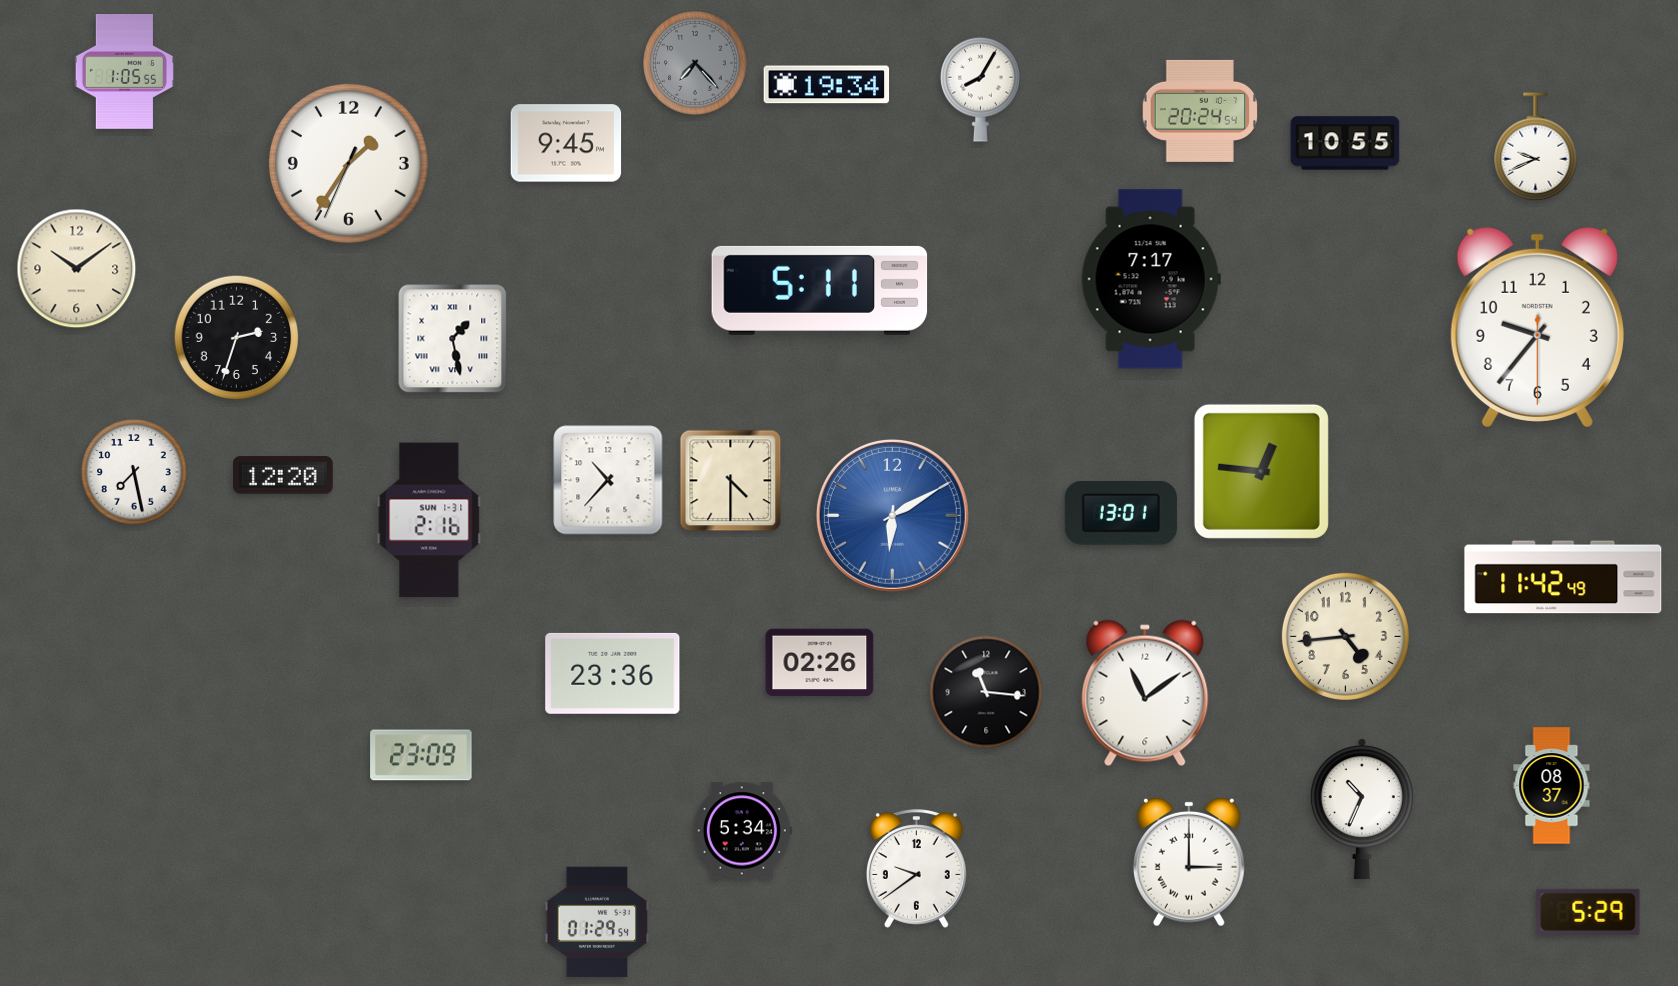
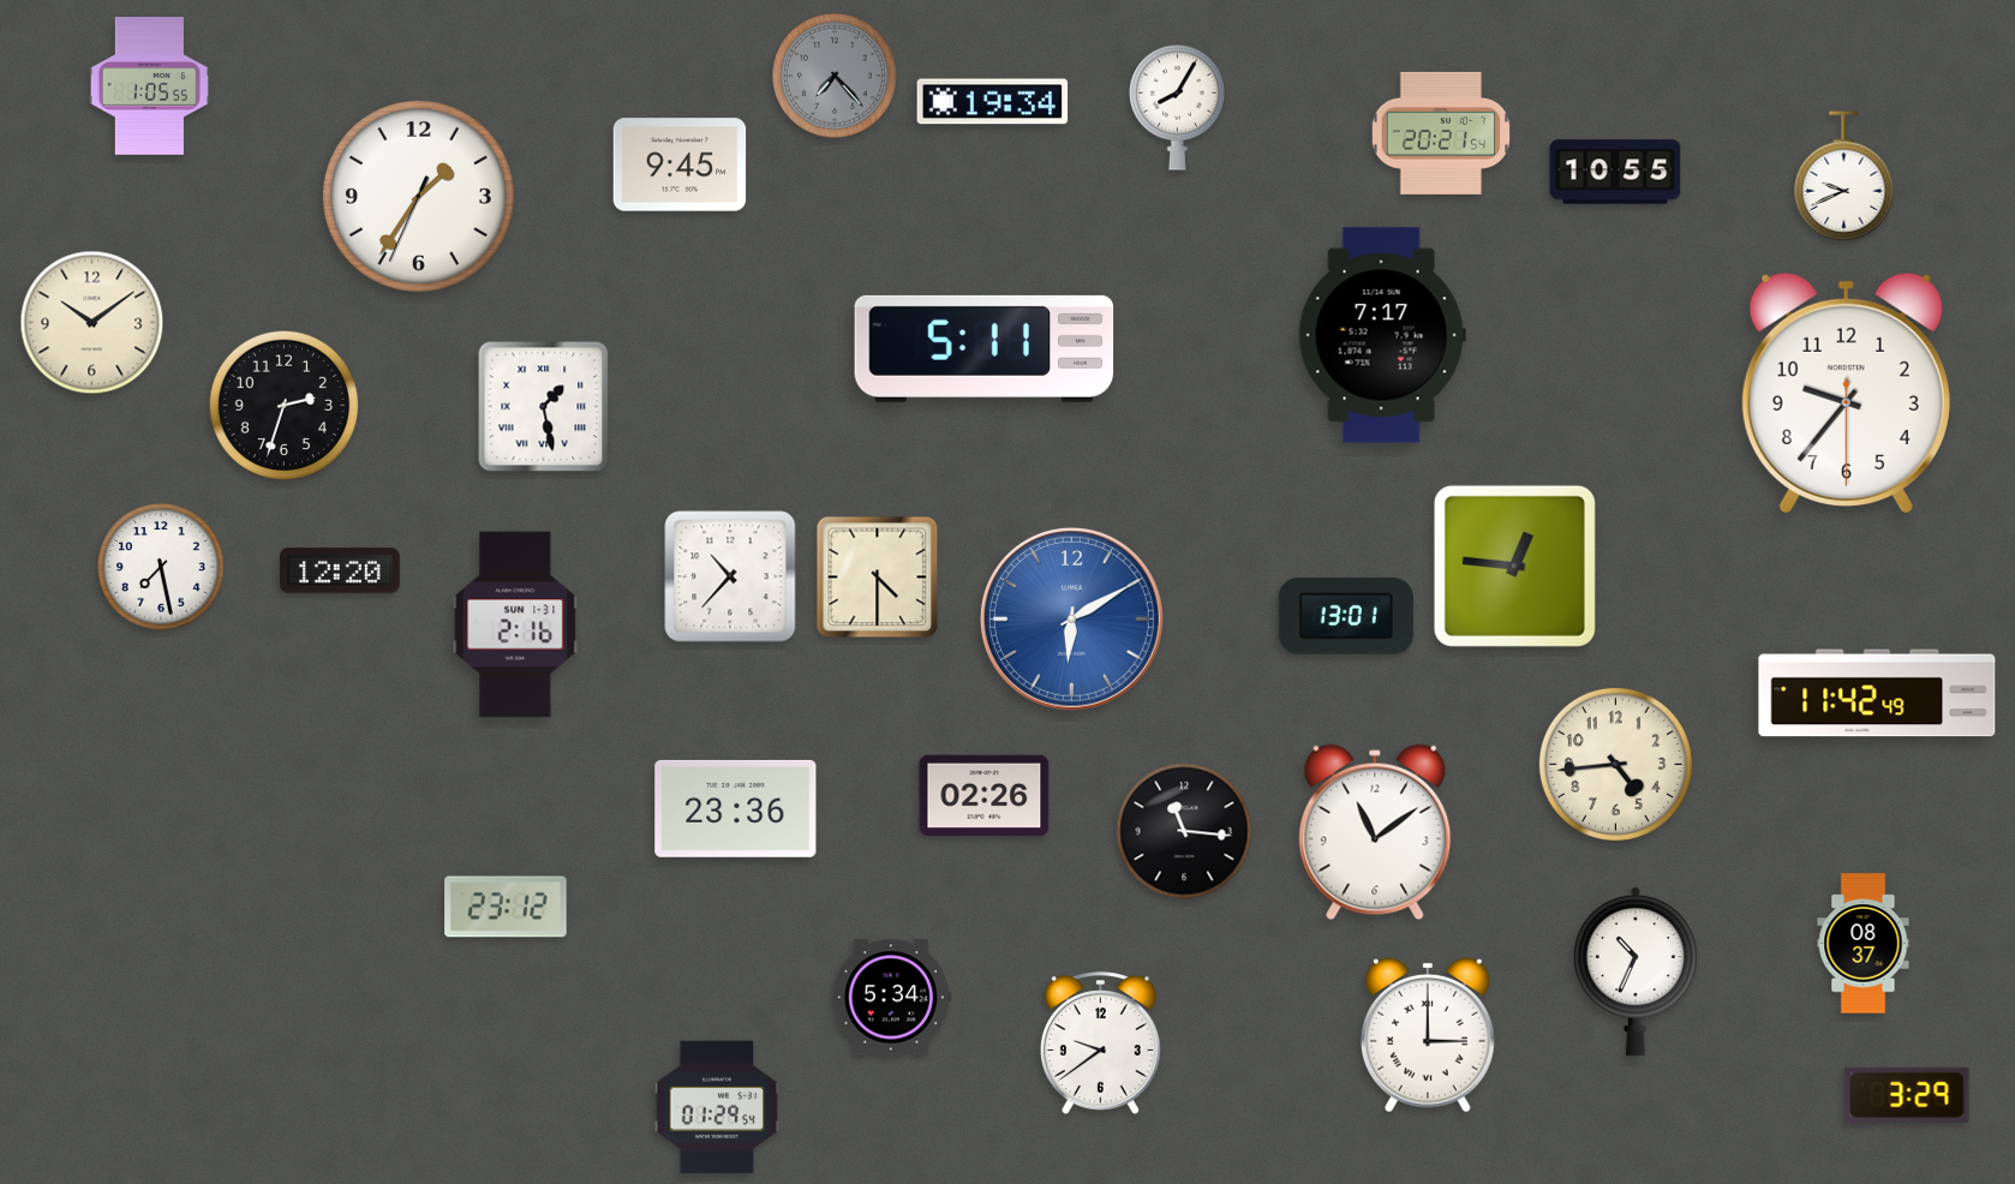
clock at (1200, 111): 20:24 -> 20:21
clock at (566, 143) position: (566, 143) -> (680, 165)
clock at (421, 755): 23:09 -> 23:12
clock at (1588, 912): 5:29 -> 3:29
